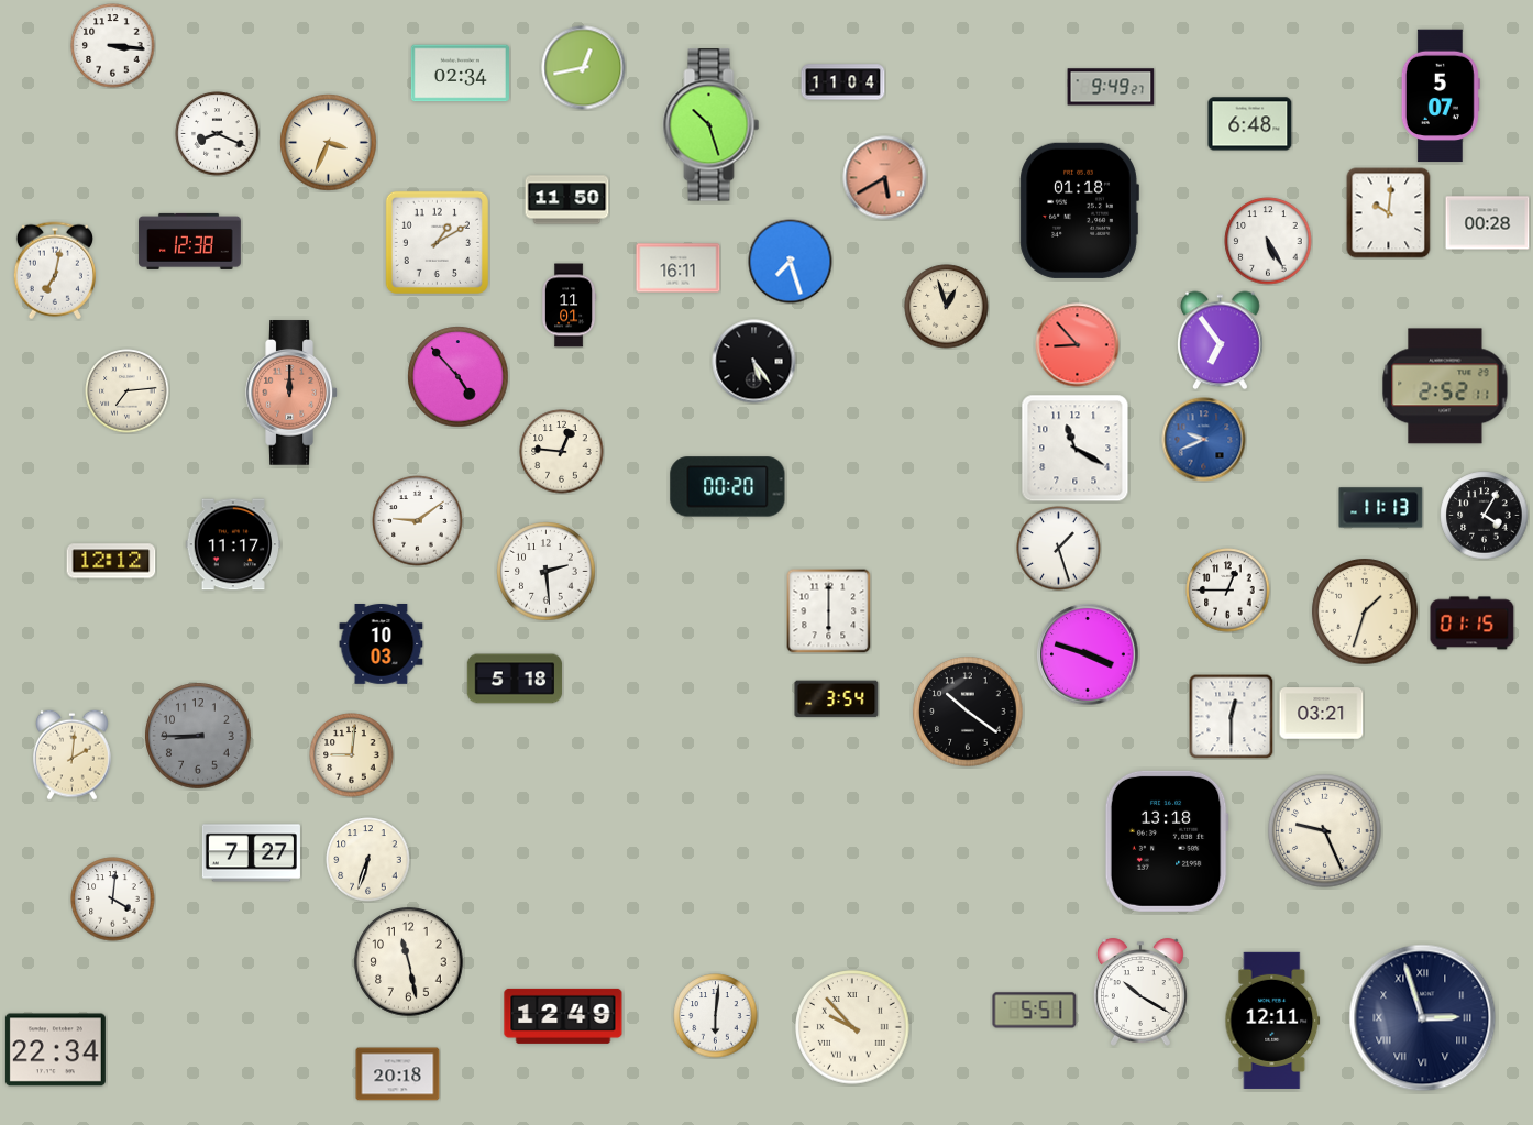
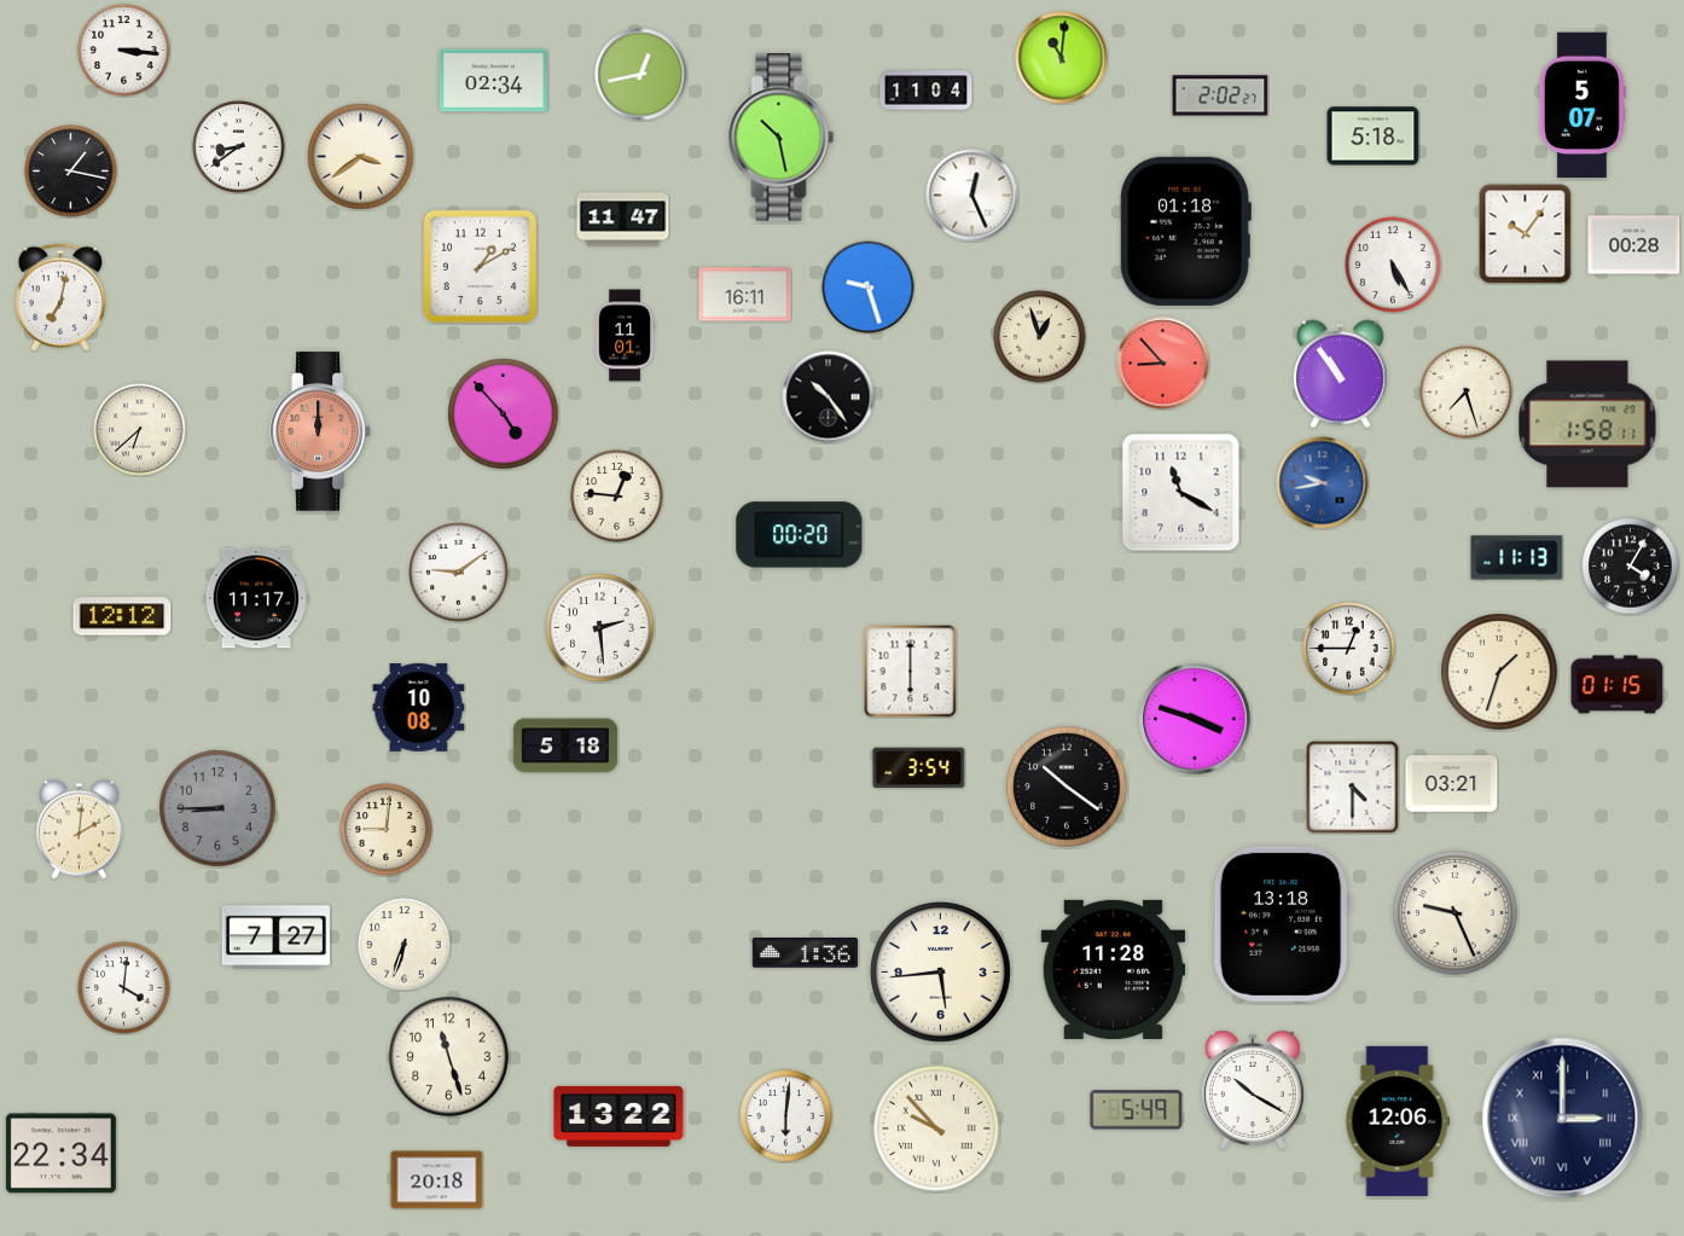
clock at (1062, 58): none -> 11:01
clock at (460, 74) position: (460, 74) -> (493, 81)
clock at (1111, 87): 9:49 -> 2:02
clock at (1250, 124): 6:48 -> 5:18
clock at (712, 125): 10:27 -> 10:28
clock at (218, 134): 8:19 -> 8:39
clock at (329, 143): 3:34 -> 3:39
clock at (71, 172): none -> 1:17
clock at (885, 178): 5:40 -> 12:26
clock at (885, 178) dial: salmon -> white
clock at (567, 200): 11:50 -> 11:47
clock at (1389, 213): 10:01 -> 10:06
clock at (190, 241): 12:38 -> none
clock at (791, 262): 7:27 -> 9:27
clock at (1221, 341): 6:54 -> 10:54
clock at (1078, 345) position: (1078, 345) -> (1163, 364)
clock at (1467, 393): none -> 7:27
clock at (754, 362): 5:24 -> 10:24
clock at (1445, 386): 2:52 -> 1:58
clock at (128, 391): 7:14 -> 6:38
clock at (1204, 440): 9:41 -> 9:43
clock at (1059, 549): 1:27 -> none
clock at (382, 644): 10:03 -> 10:08
clock at (968, 712) position: (968, 712) -> (1067, 787)
clock at (1231, 716): 12:30 -> 4:30
clock at (805, 953): none -> 1:36
clock at (1114, 969): none -> 11:28
clock at (940, 971): none -> 5:44
clock at (409, 962): 11:28 -> 11:27
clock at (1035, 1011): 5:51 -> 5:49
clock at (563, 1016): 12:49 -> 13:22
clock at (1423, 1018): 2:57 -> 3:00
clock at (1272, 1021): 12:11 -> 12:06
